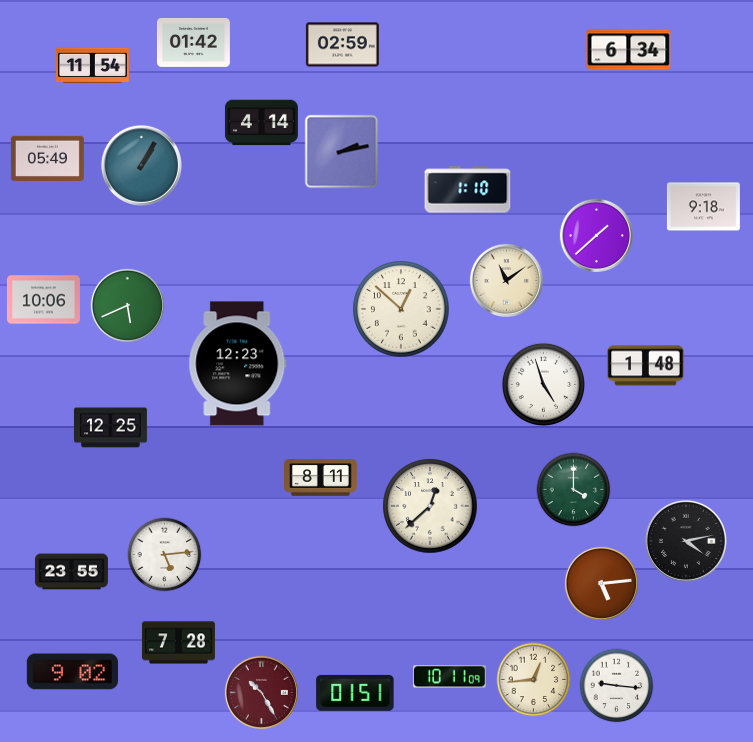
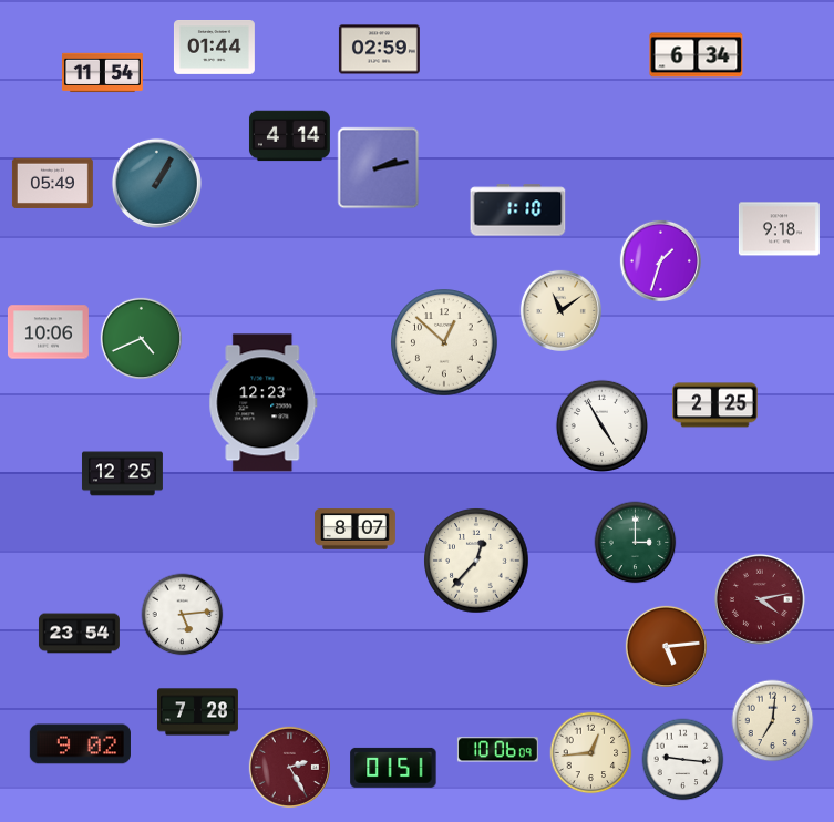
clock at (193, 43): 01:42 -> 01:44
clock at (47, 158) position: (47, 158) -> (52, 183)
clock at (596, 235): 1:38 -> 1:33
clock at (127, 305): 5:41 -> 4:41
clock at (646, 366): 1:48 -> 2:25
clock at (543, 384): 4:57 -> 4:55
clock at (320, 478): 8:11 -> 8:07
clock at (574, 490): 4:00 -> 3:00
clock at (430, 506): 12:38 -> 12:37
clock at (686, 541) dial: black -> burgundy
clock at (71, 572): 23:55 -> 23:54
clock at (773, 721): none -> 7:01
clock at (449, 677): 10:11 -> 10:06
clock at (261, 692): 10:25 -> 2:25
